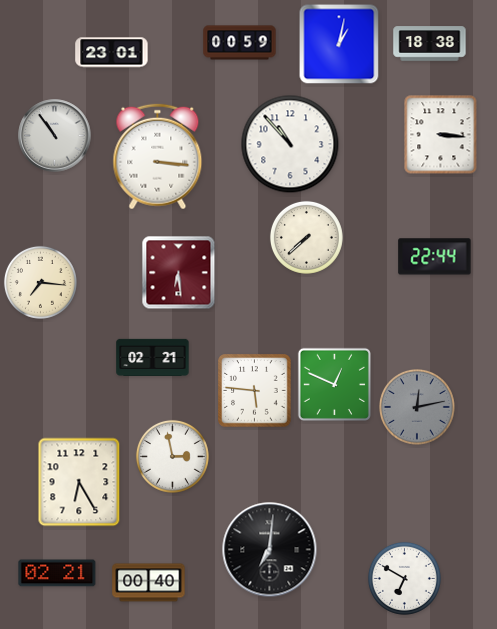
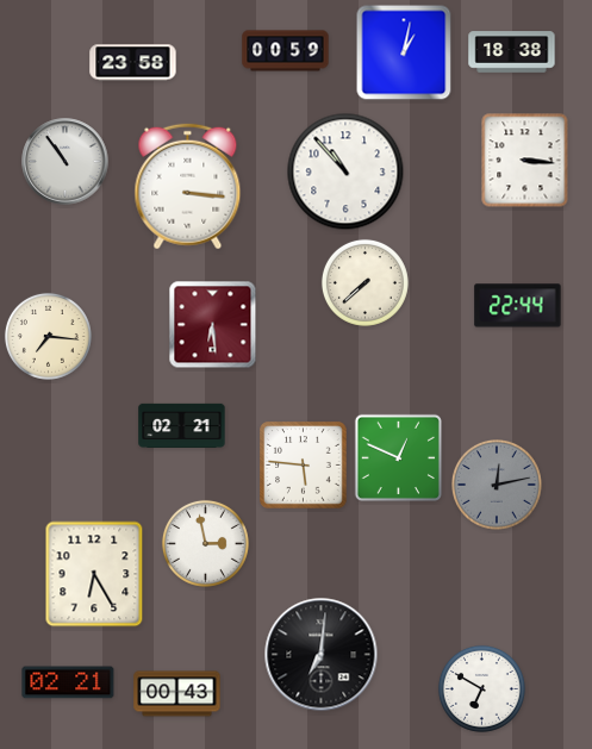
clock at (112, 53): 23:01 -> 23:58
clock at (149, 583): 00:40 -> 00:43
